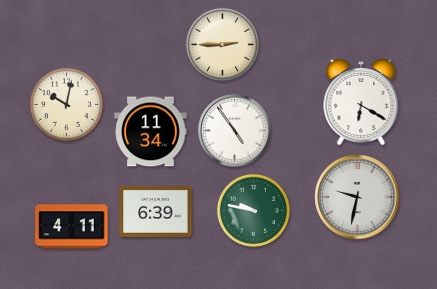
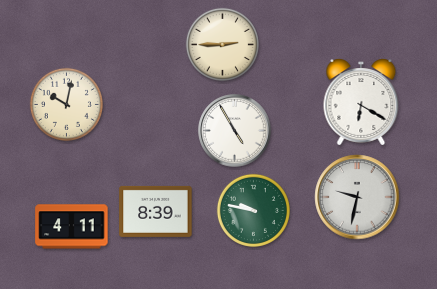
clock at (235, 131): 4:54 -> 4:55
clock at (151, 132): 11:34 -> none
clock at (156, 211): 6:39 -> 8:39
